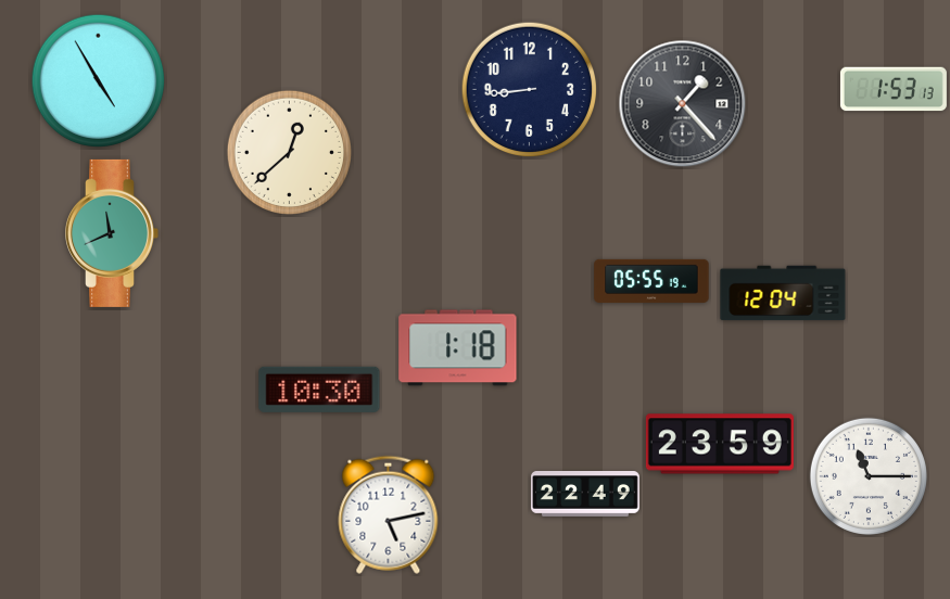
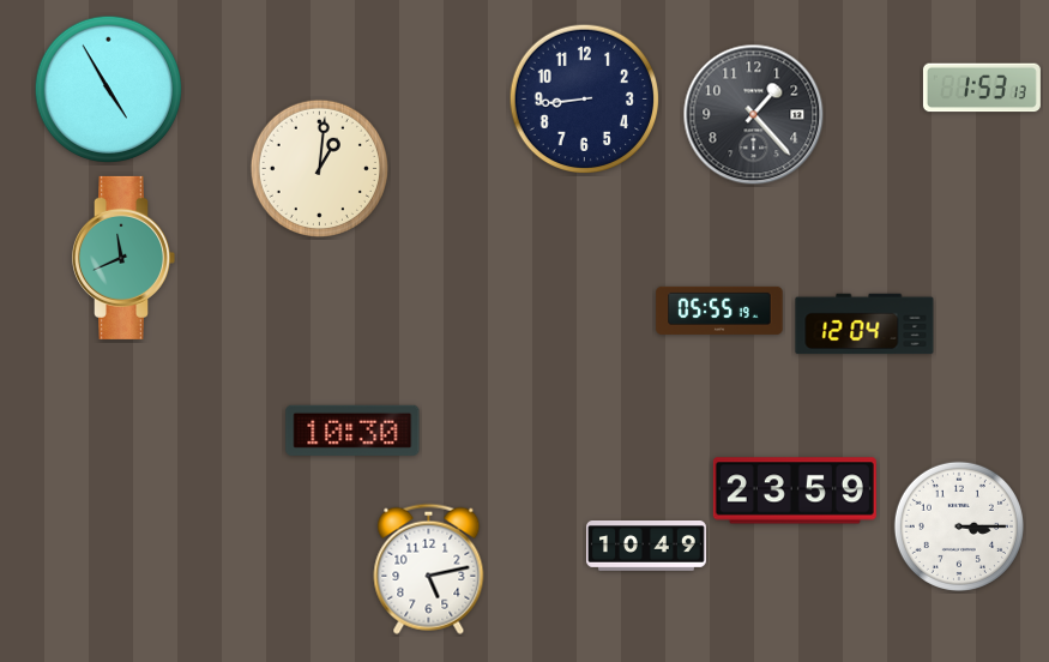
clock at (894, 89) position: (894, 89) -> (982, 88)
clock at (289, 152): 12:38 -> 1:01
clock at (458, 348): 1:18 -> none
clock at (869, 476): 11:15 -> 3:15
clock at (586, 495): 22:49 -> 10:49
